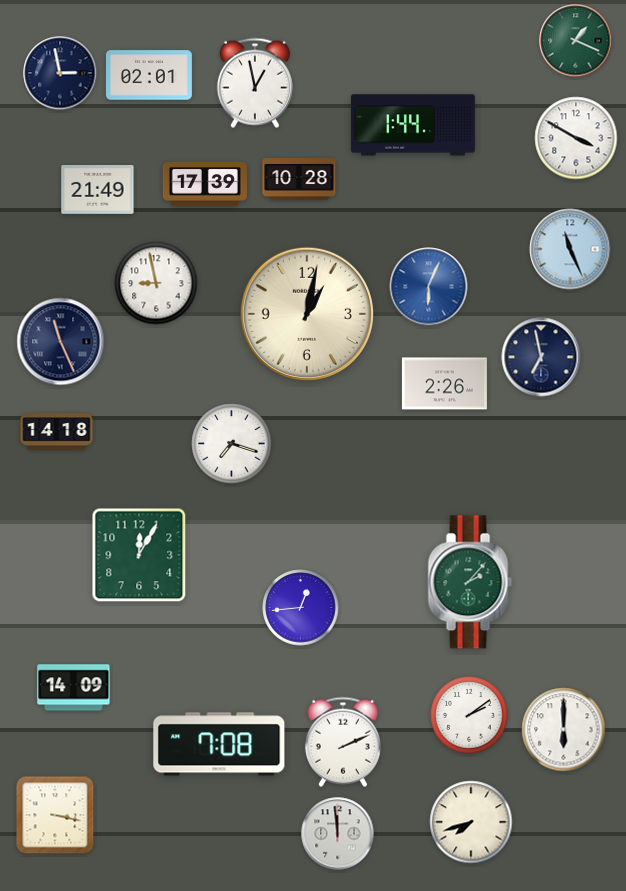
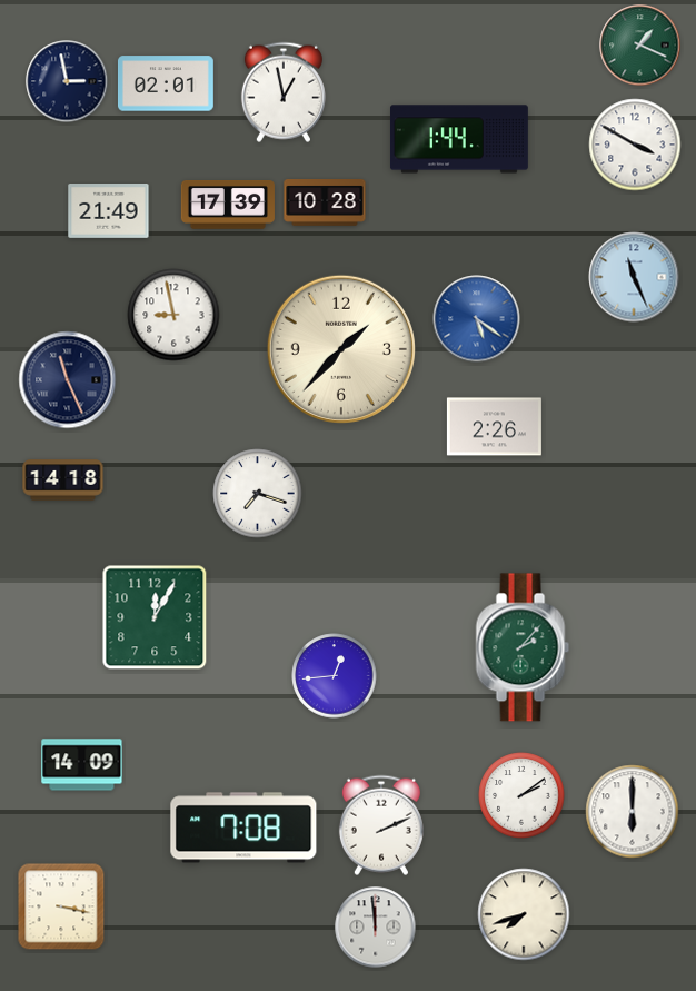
clock at (576, 138) position: (576, 138) -> (635, 145)
clock at (299, 180) position: (299, 180) -> (325, 204)
clock at (429, 287): 6:04 -> 5:21
clock at (307, 314): 1:02 -> 1:37
clock at (541, 357): 6:58 -> none
clock at (564, 730) position: (564, 730) -> (633, 812)
